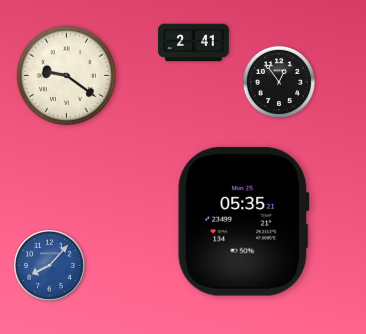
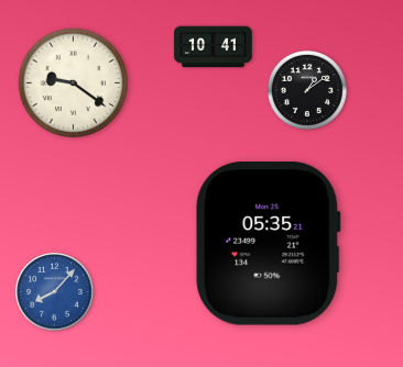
clock at (194, 43): 2:41 -> 10:41
clock at (279, 82): 12:54 -> 1:09
